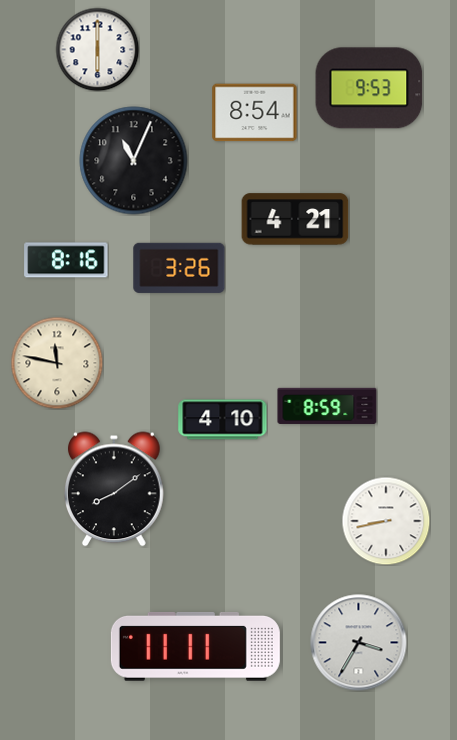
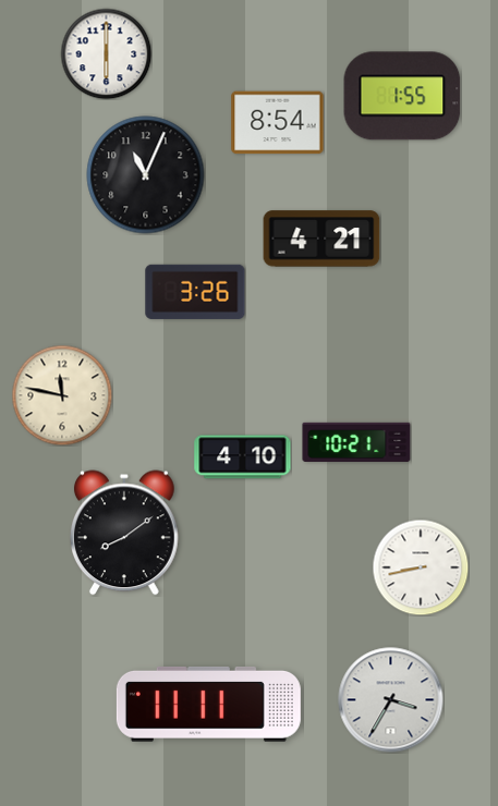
clock at (369, 88): 9:53 -> 1:55
clock at (66, 260): 8:16 -> none
clock at (327, 406): 8:59 -> 10:21
clock at (195, 646) position: (195, 646) -> (208, 704)
